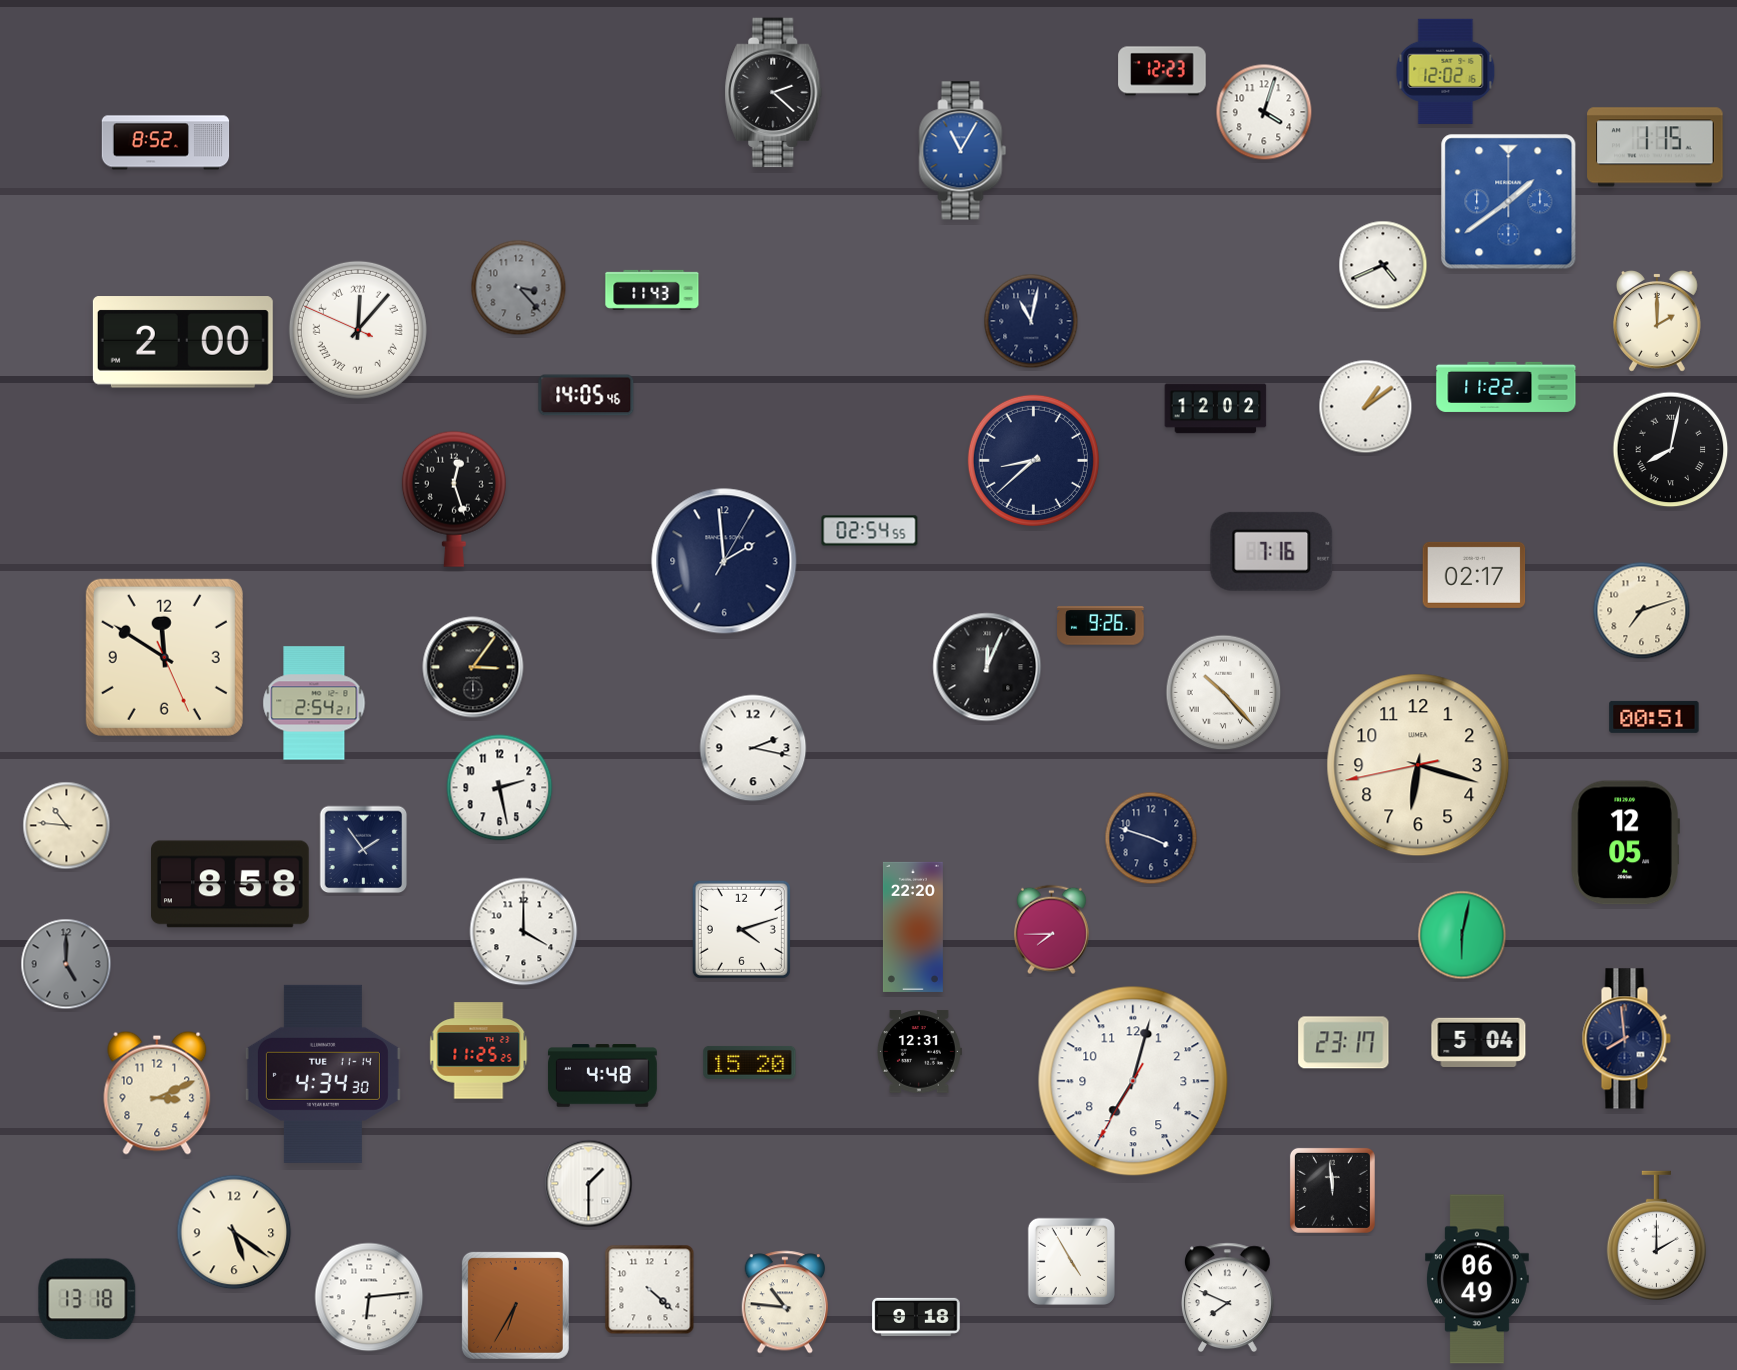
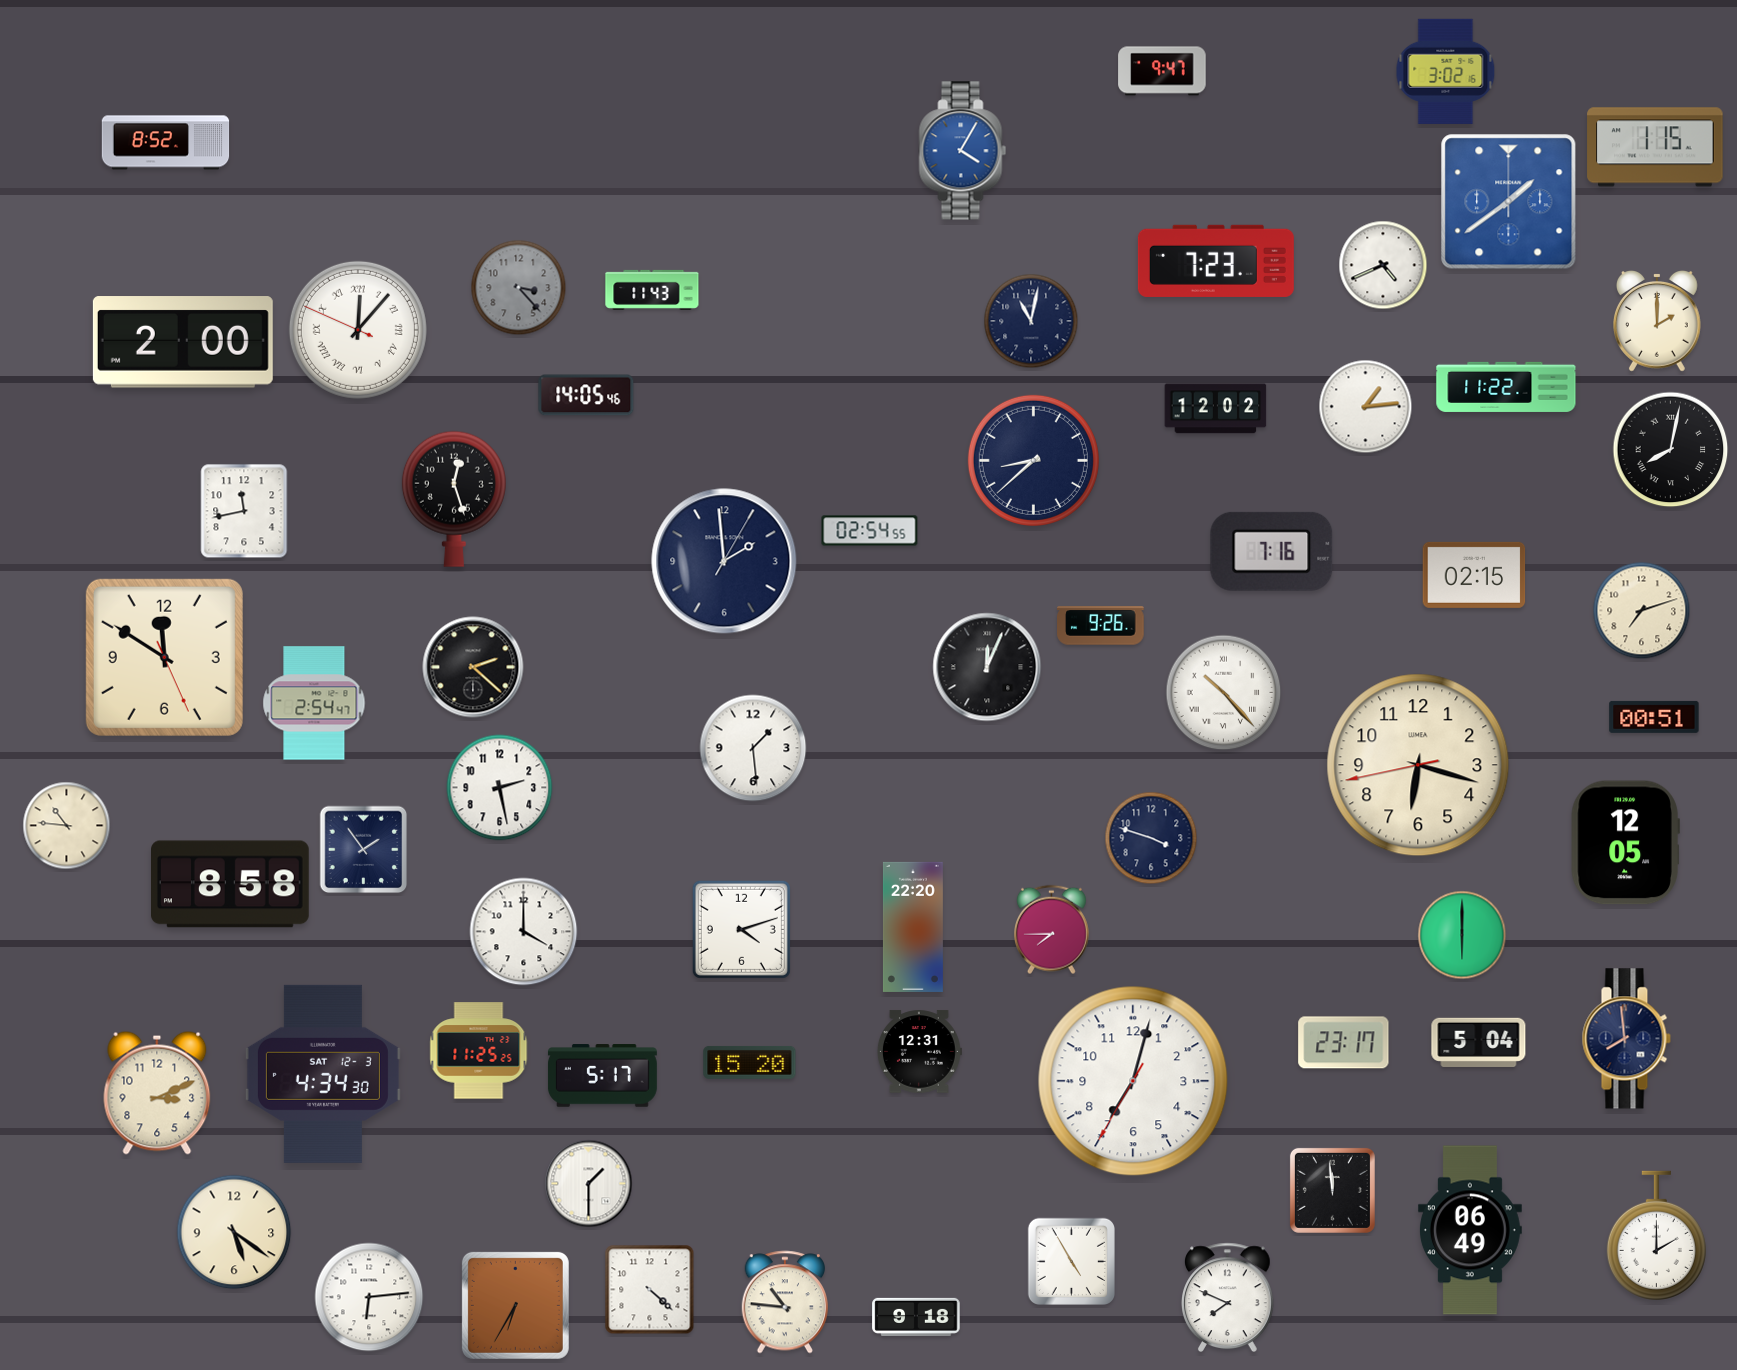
clock at (1162, 71): 12:23 -> 9:47
clock at (1446, 71): 12:02 -> 3:02
clock at (774, 93): 2:22 -> none
clock at (1264, 112): 4:03 -> none
clock at (963, 151): 11:05 -> 4:05
clock at (1216, 261): none -> 7:23
clock at (1366, 407): 1:09 -> 1:14
clock at (244, 511): none -> 11:43
clock at (1474, 575): 02:17 -> 02:15
clock at (473, 667): 3:06 -> 2:22
clock at (314, 703): 2:54:21 -> 2:54:47
clock at (753, 748): 2:17 -> 1:29
clock at (1462, 935): 6:02 -> 6:00
clock at (66, 964): 5:00 -> none
clock at (323, 1074) date: TUE 11-14 -> SAT 12-3
clock at (602, 1076): 4:48 -> 5:17
clock at (1477, 1279) position: (1477, 1279) -> (1470, 1230)
clock at (87, 1299): 13:18 -> none
